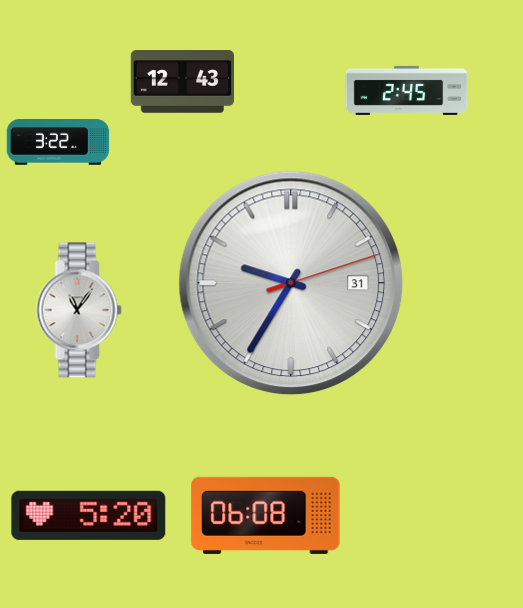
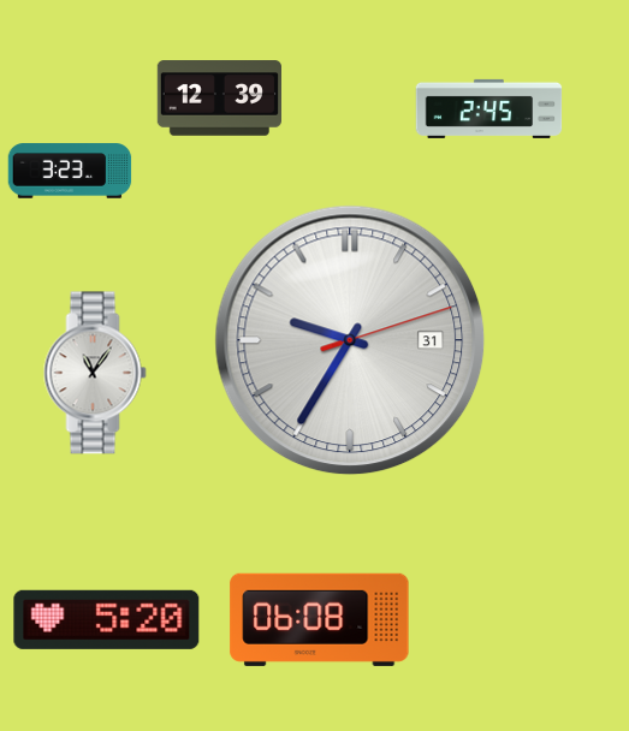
clock at (182, 82): 12:43 -> 12:39
clock at (58, 142): 3:22 -> 3:23
